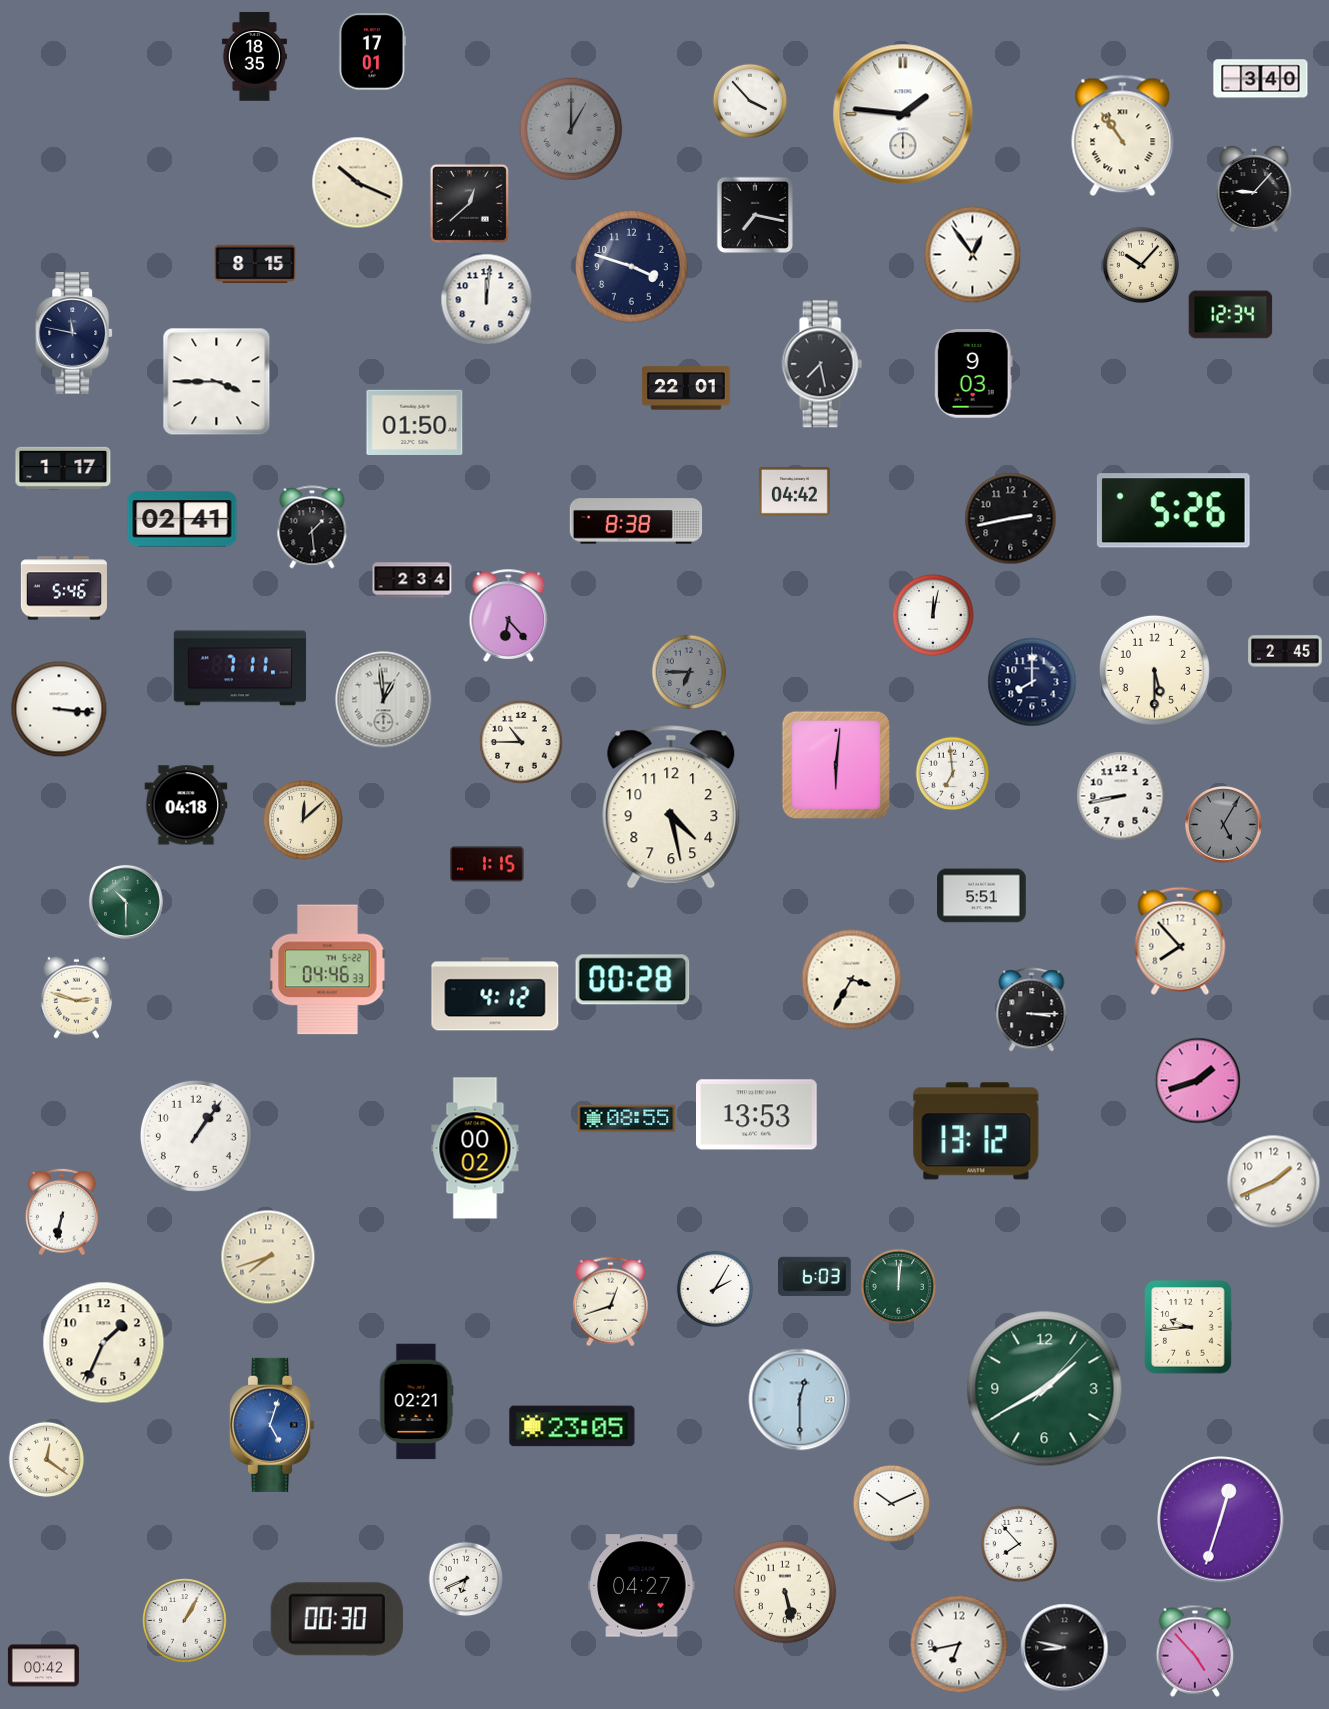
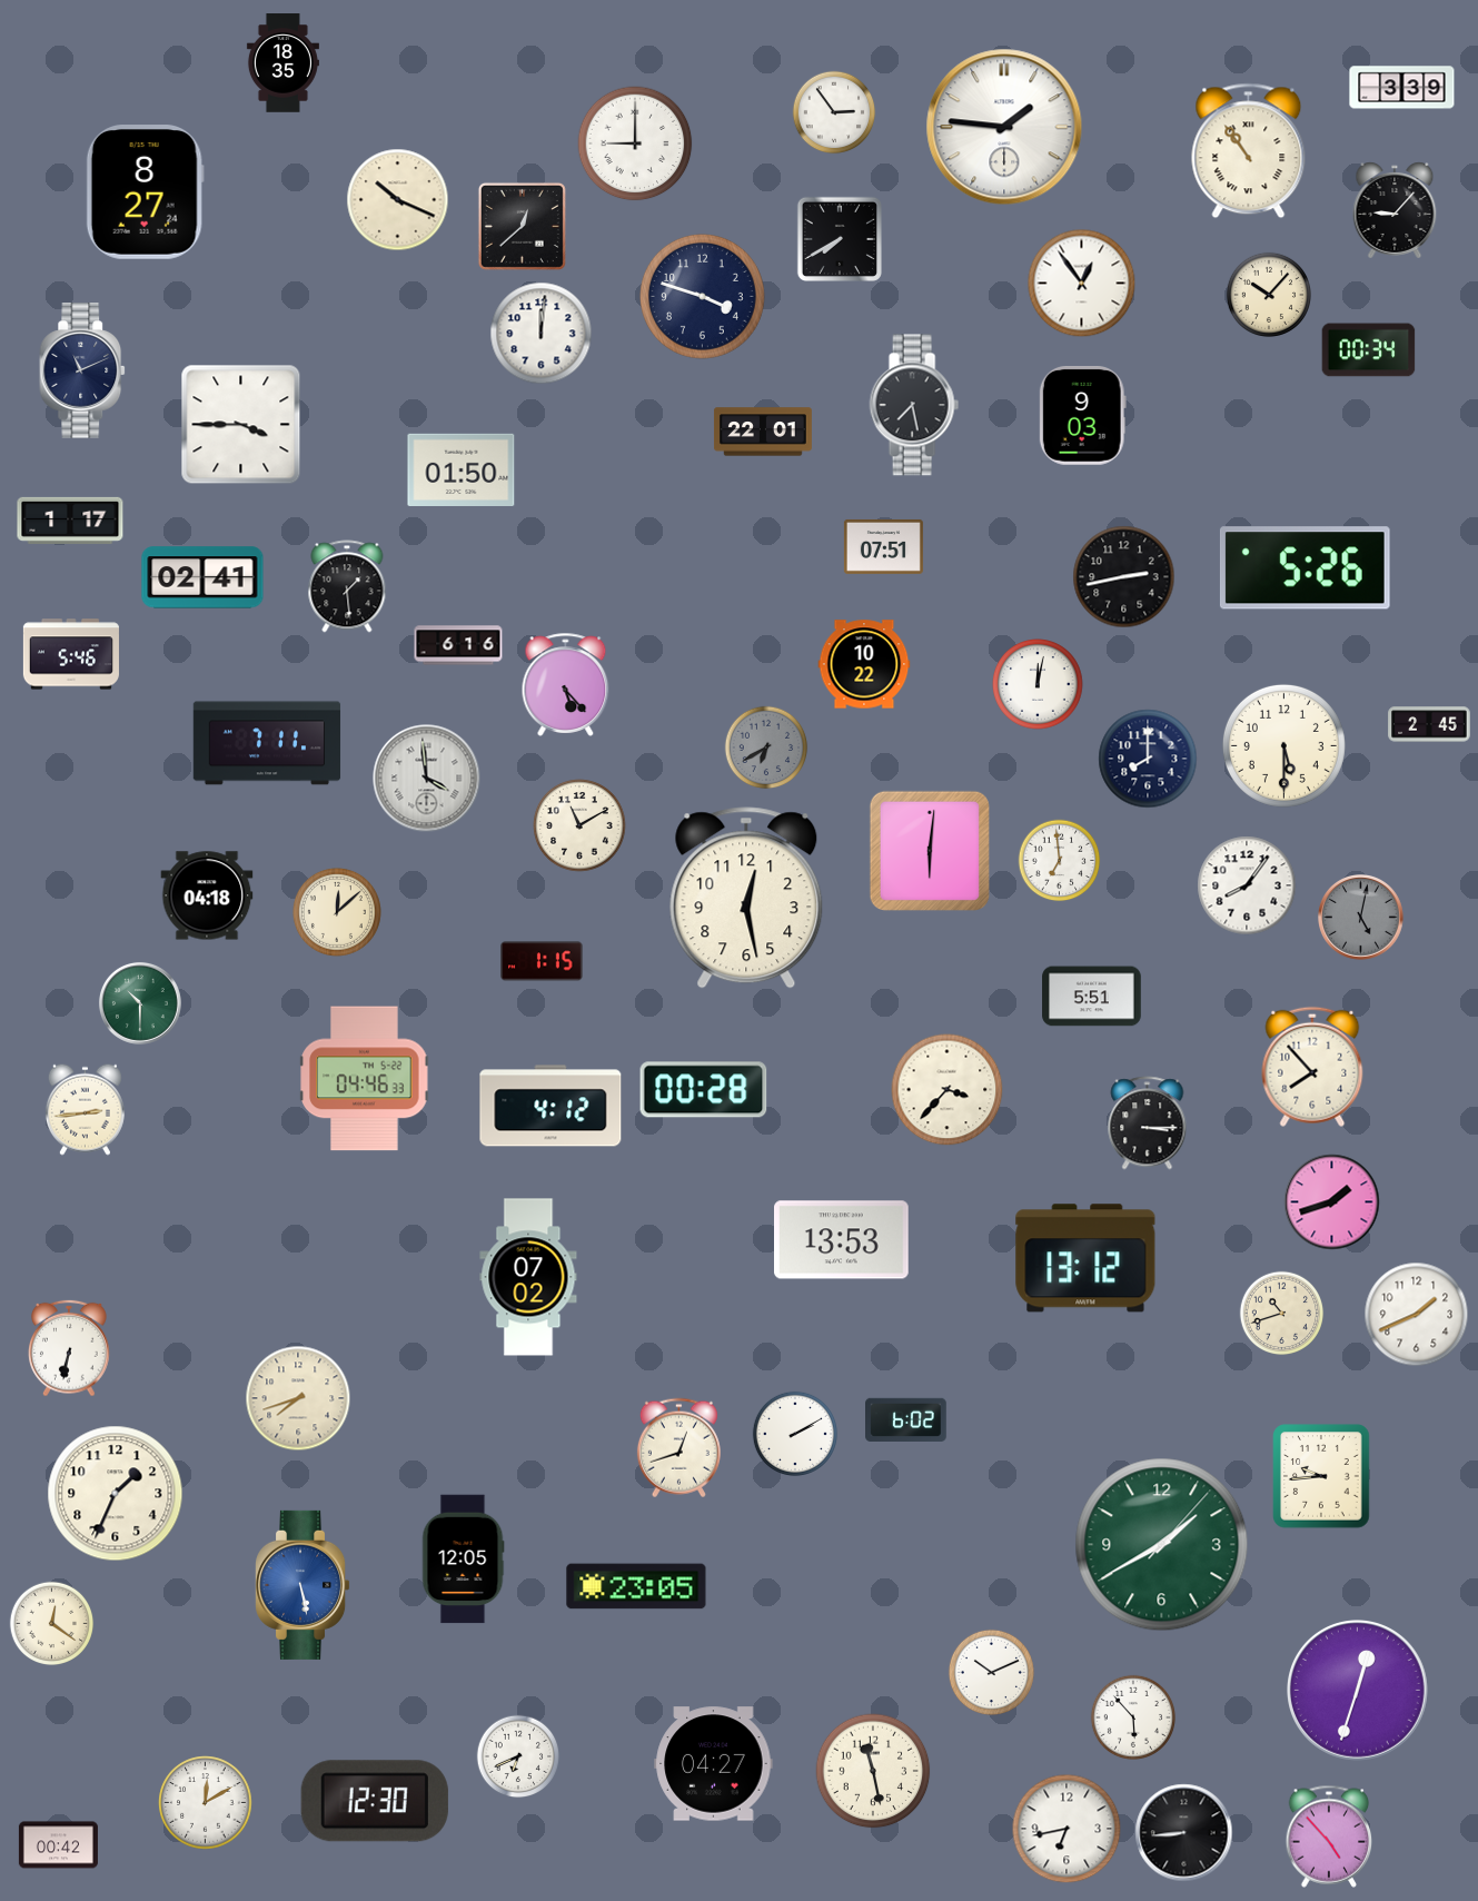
clock at (372, 52): 17:01 -> none
clock at (1261, 79): 3:40 -> 3:39
clock at (750, 101): 3:53 -> 2:54
clock at (571, 129): 1:00 -> 9:00
clock at (571, 129) dial: grey -> white
clock at (145, 192): none -> 8:27
clock at (358, 183) position: (358, 183) -> (398, 200)
clock at (755, 215): 7:17 -> 7:40
clock at (255, 264): 8:15 -> none
clock at (1231, 315): 12:34 -> 00:34
clock at (75, 333): 11:47 -> 11:11
clock at (794, 491): 04:42 -> 07:51
clock at (636, 521): 8:38 -> none
clock at (412, 580): 2:34 -> 6:16
clock at (864, 664): none -> 10:22
clock at (509, 615): 6:23 -> 5:23
clock at (689, 672): 6:45 -> 6:40
clock at (384, 700): 12:59 -> 3:59
clock at (59, 709): 3:16 -> none
clock at (521, 742): 10:45 -> 11:10
clock at (1121, 796): 8:43 -> 8:06
clock at (671, 807): 4:28 -> 12:28
clock at (1224, 825): 5:05 -> 5:02
clock at (1180, 941) position: (1180, 941) -> (1312, 1067)
clock at (852, 980): 3:35 -> 3:37
clock at (76, 997): 2:48 -> 2:44
clock at (627, 1119): 08:55 -> none
clock at (196, 1136): 1:06 -> none
clock at (475, 1148): 00:02 -> 07:02
clock at (1282, 1314): none -> 10:42
clock at (815, 1276): 6:03 -> 6:02
clock at (899, 1287): 12:01 -> none
clock at (714, 1288): 2:05 -> 2:10
clock at (800, 1400): 12:30 -> none
clock at (416, 1402): 02:21 -> 12:05
clock at (272, 1425): 5:03 -> 5:28
clock at (1018, 1543): 7:53 -> 5:53
clock at (785, 1592): 5:28 -> 11:28
clock at (337, 1619): 00:30 -> 12:30
clock at (185, 1621): 1:05 -> 12:10
clock at (1065, 1648): 8:47 -> 8:44
clock at (43, 1666) position: (43, 1666) -> (58, 1845)
